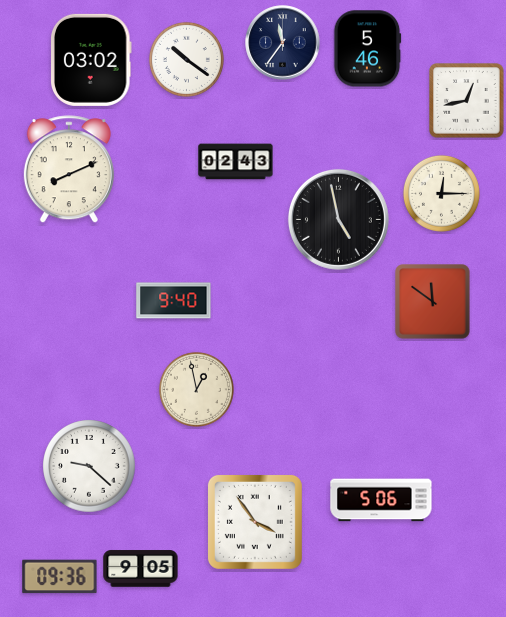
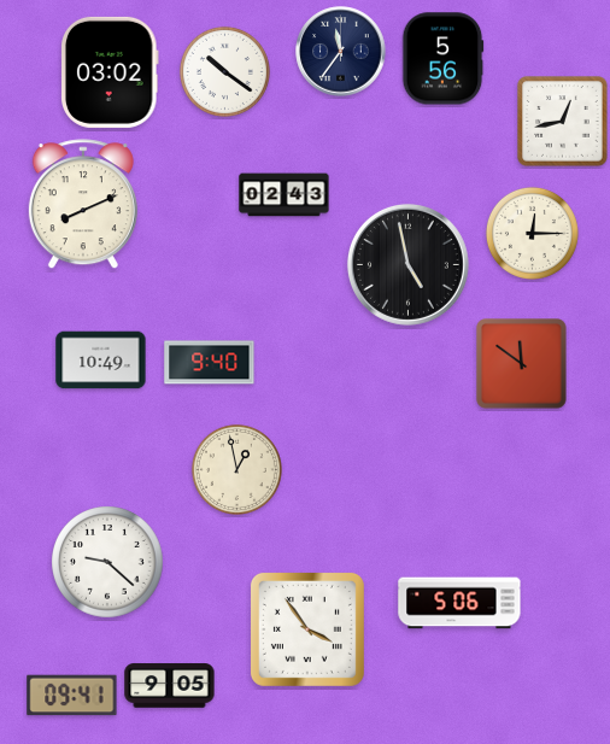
clock at (367, 49): 5:46 -> 5:56
clock at (101, 361): none -> 10:49
clock at (60, 577): 09:36 -> 09:41
